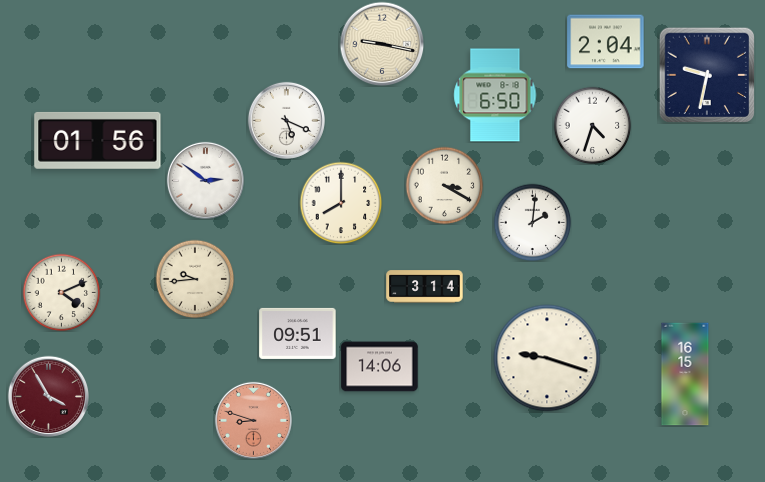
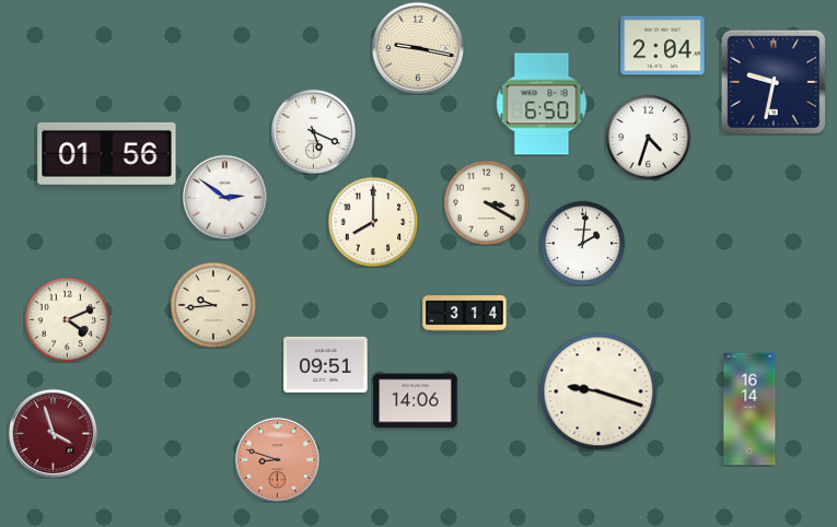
clock at (685, 374): 16:15 -> 16:14
clock at (48, 396): 3:55 -> 3:57
